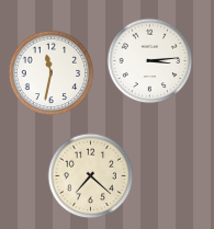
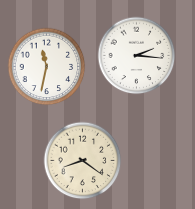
clock at (149, 60): 3:14 -> 2:16
clock at (90, 175): 7:22 -> 8:21
